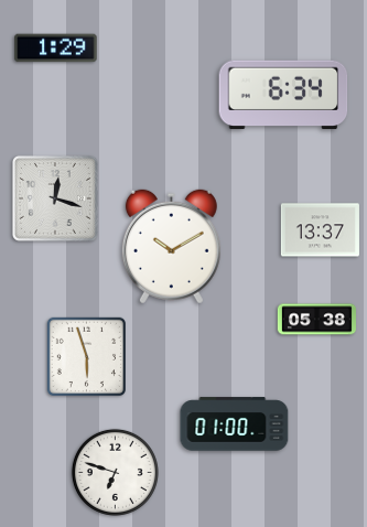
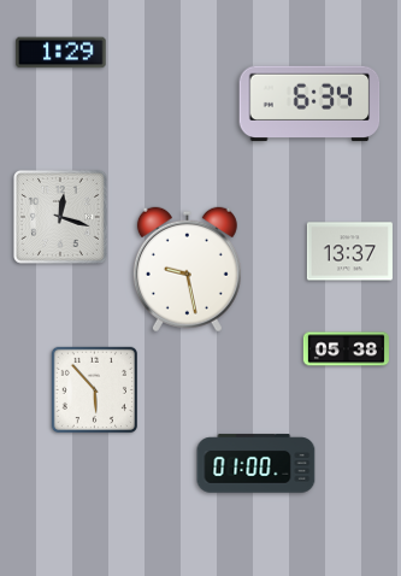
clock at (171, 247): 10:10 -> 9:28
clock at (86, 356): 5:57 -> 5:53
clock at (115, 472): 6:48 -> none
